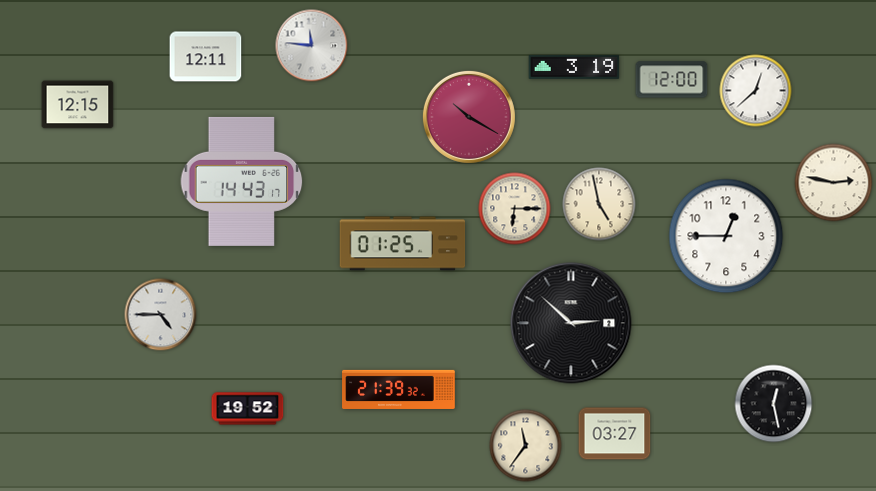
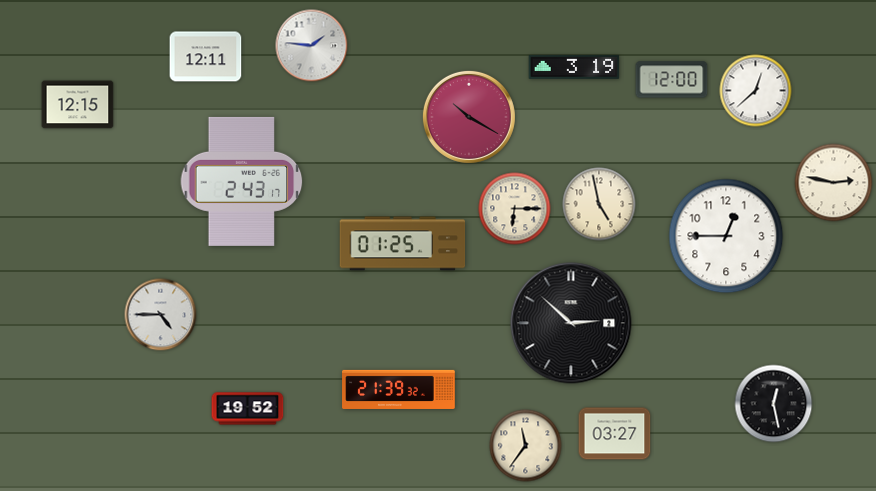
clock at (312, 46): 11:46 -> 1:46
clock at (242, 181): 14:43 -> 2:43
